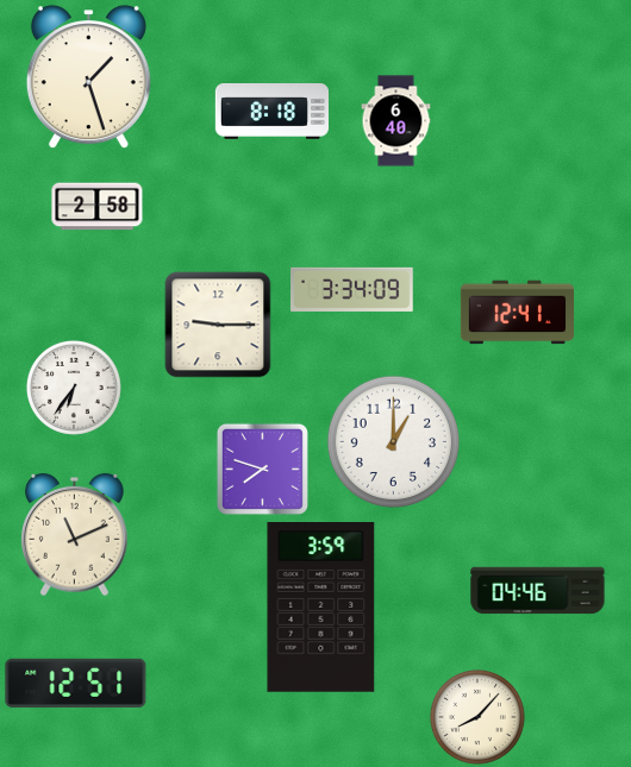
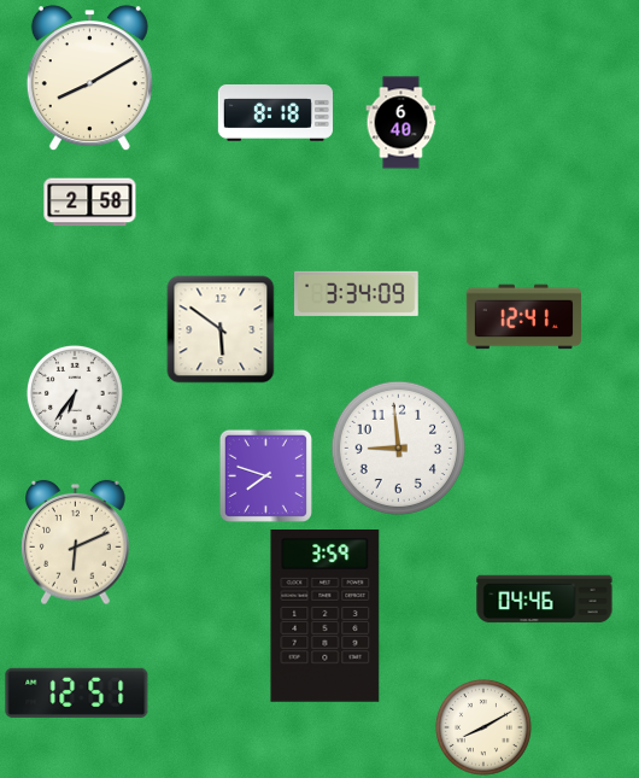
clock at (88, 77): 1:27 -> 8:10
clock at (98, 207) position: (98, 207) -> (90, 203)
clock at (218, 325): 9:15 -> 5:51
clock at (393, 441): 1:00 -> 8:59
clock at (75, 535): 11:11 -> 6:11
clock at (477, 717): 8:07 -> 8:10
